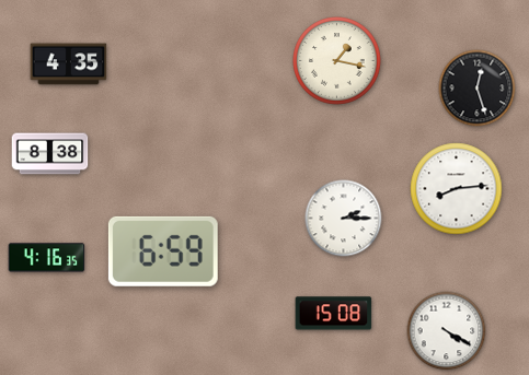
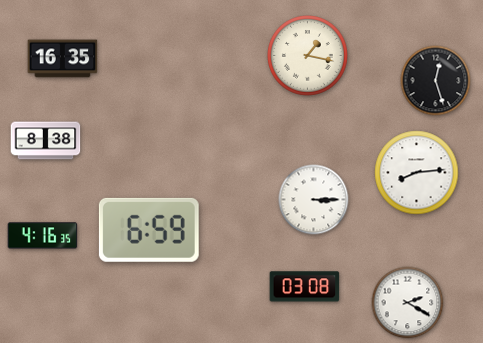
clock at (69, 65): 4:35 -> 16:35
clock at (344, 219): 2:15 -> 3:15
clock at (334, 314): 15:08 -> 03:08
clock at (447, 331): 4:20 -> 2:20
